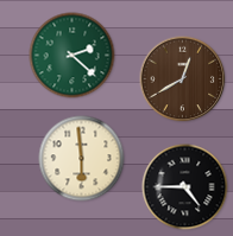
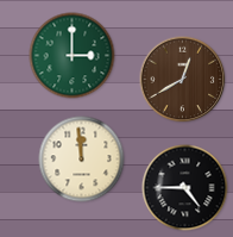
clock at (73, 56): 2:22 -> 3:00
clock at (82, 159): 5:59 -> 11:59
